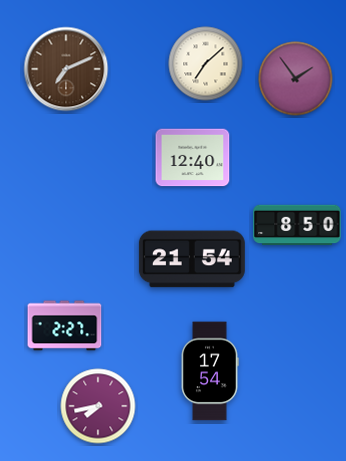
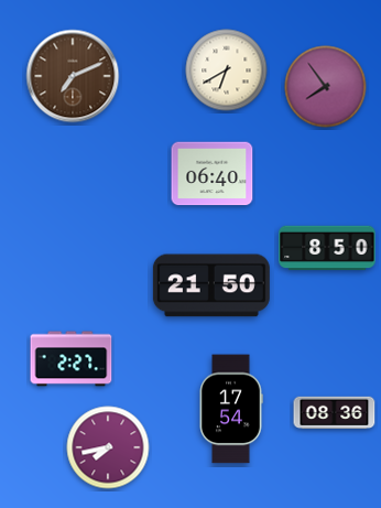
clock at (206, 64): 7:08 -> 6:40
clock at (296, 79): 1:54 -> 7:54
clock at (193, 158): 12:40 -> 06:40
clock at (192, 259): 21:54 -> 21:50
clock at (335, 413): none -> 08:36
